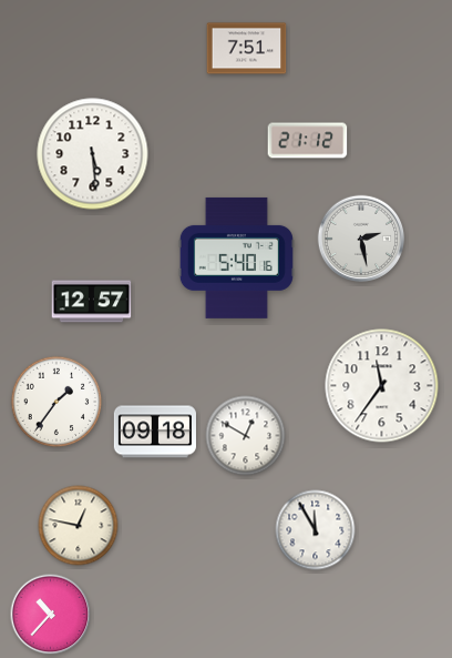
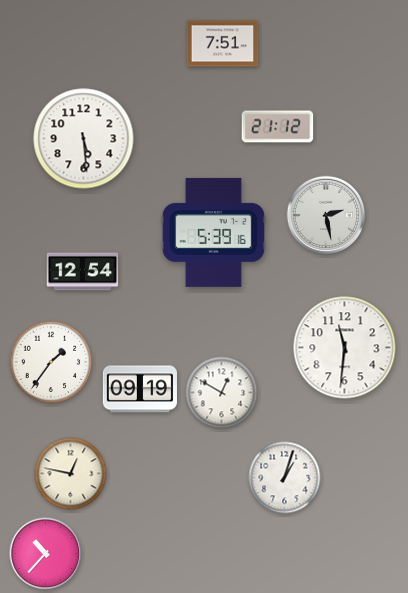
clock at (236, 257): 5:40 -> 5:39
clock at (92, 302): 12:57 -> 12:54
clock at (382, 386): 11:36 -> 11:31
clock at (155, 432): 09:18 -> 09:19
clock at (316, 530): 11:55 -> 1:03
